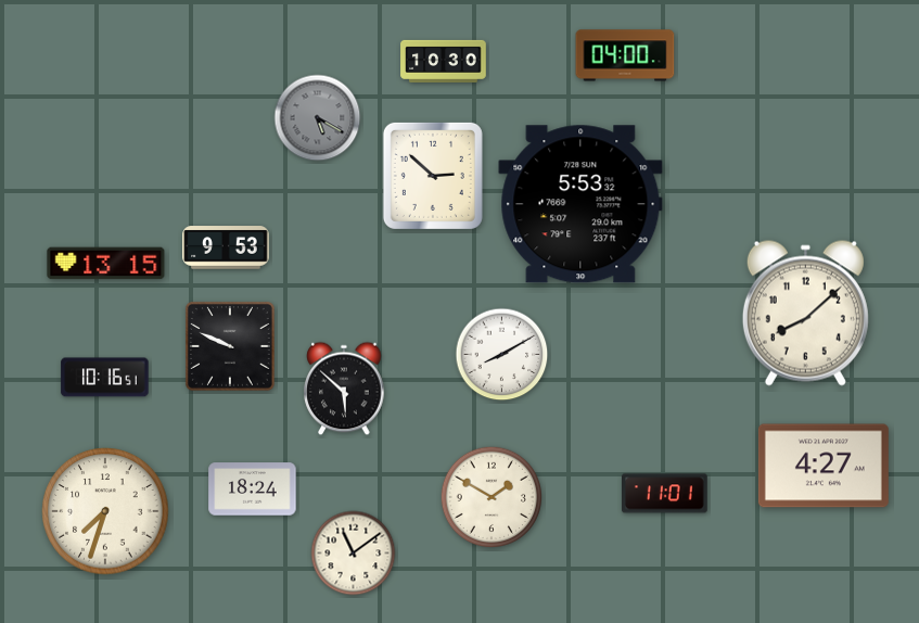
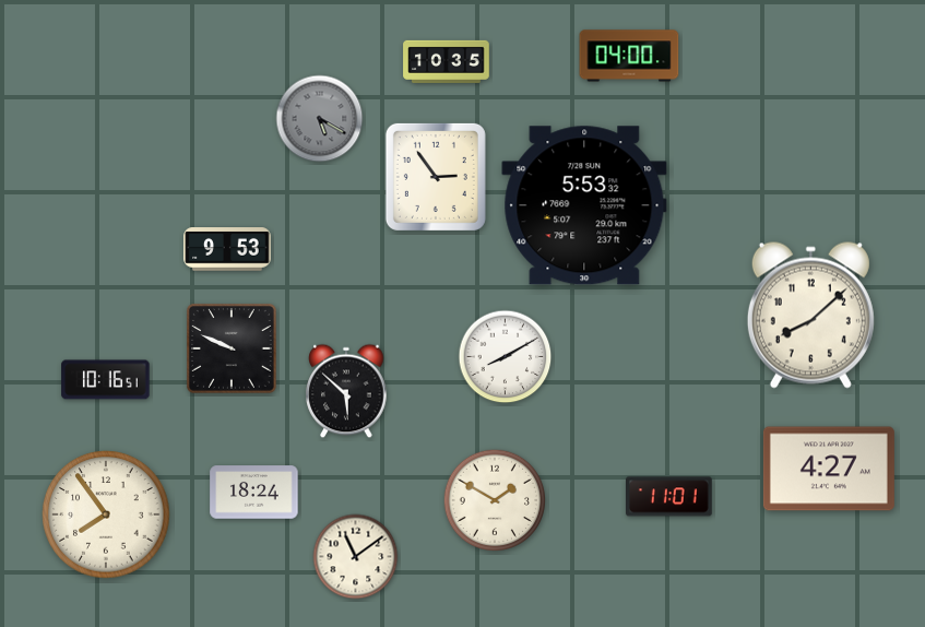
clock at (444, 61): 10:30 -> 10:35
clock at (433, 176): 2:52 -> 2:54
clock at (106, 264): 13:15 -> none
clock at (105, 511): 7:33 -> 7:54
